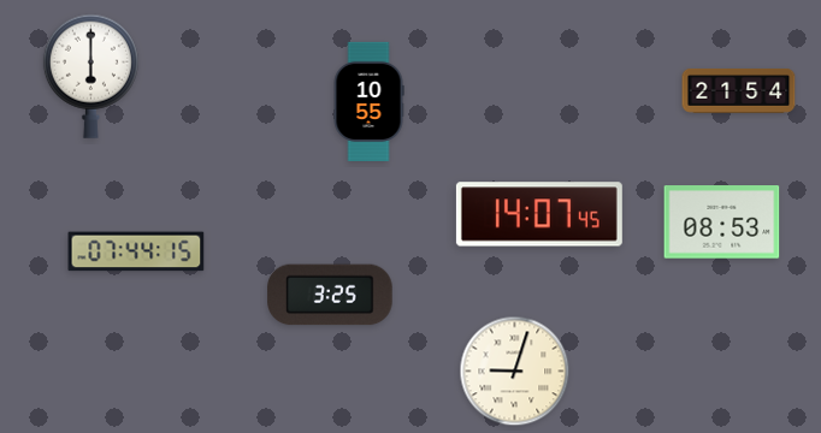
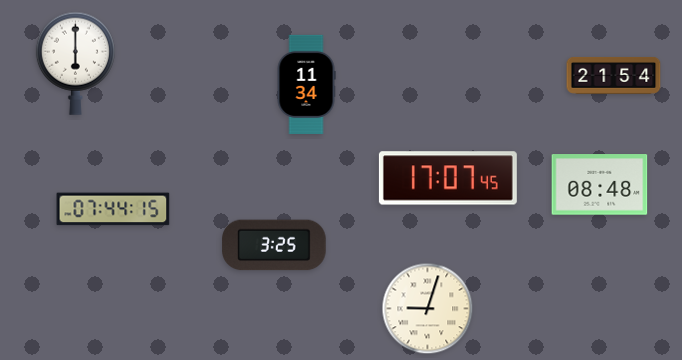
clock at (368, 101): 10:55 -> 11:34
clock at (539, 214): 14:07 -> 17:07
clock at (722, 223): 08:53 -> 08:48
